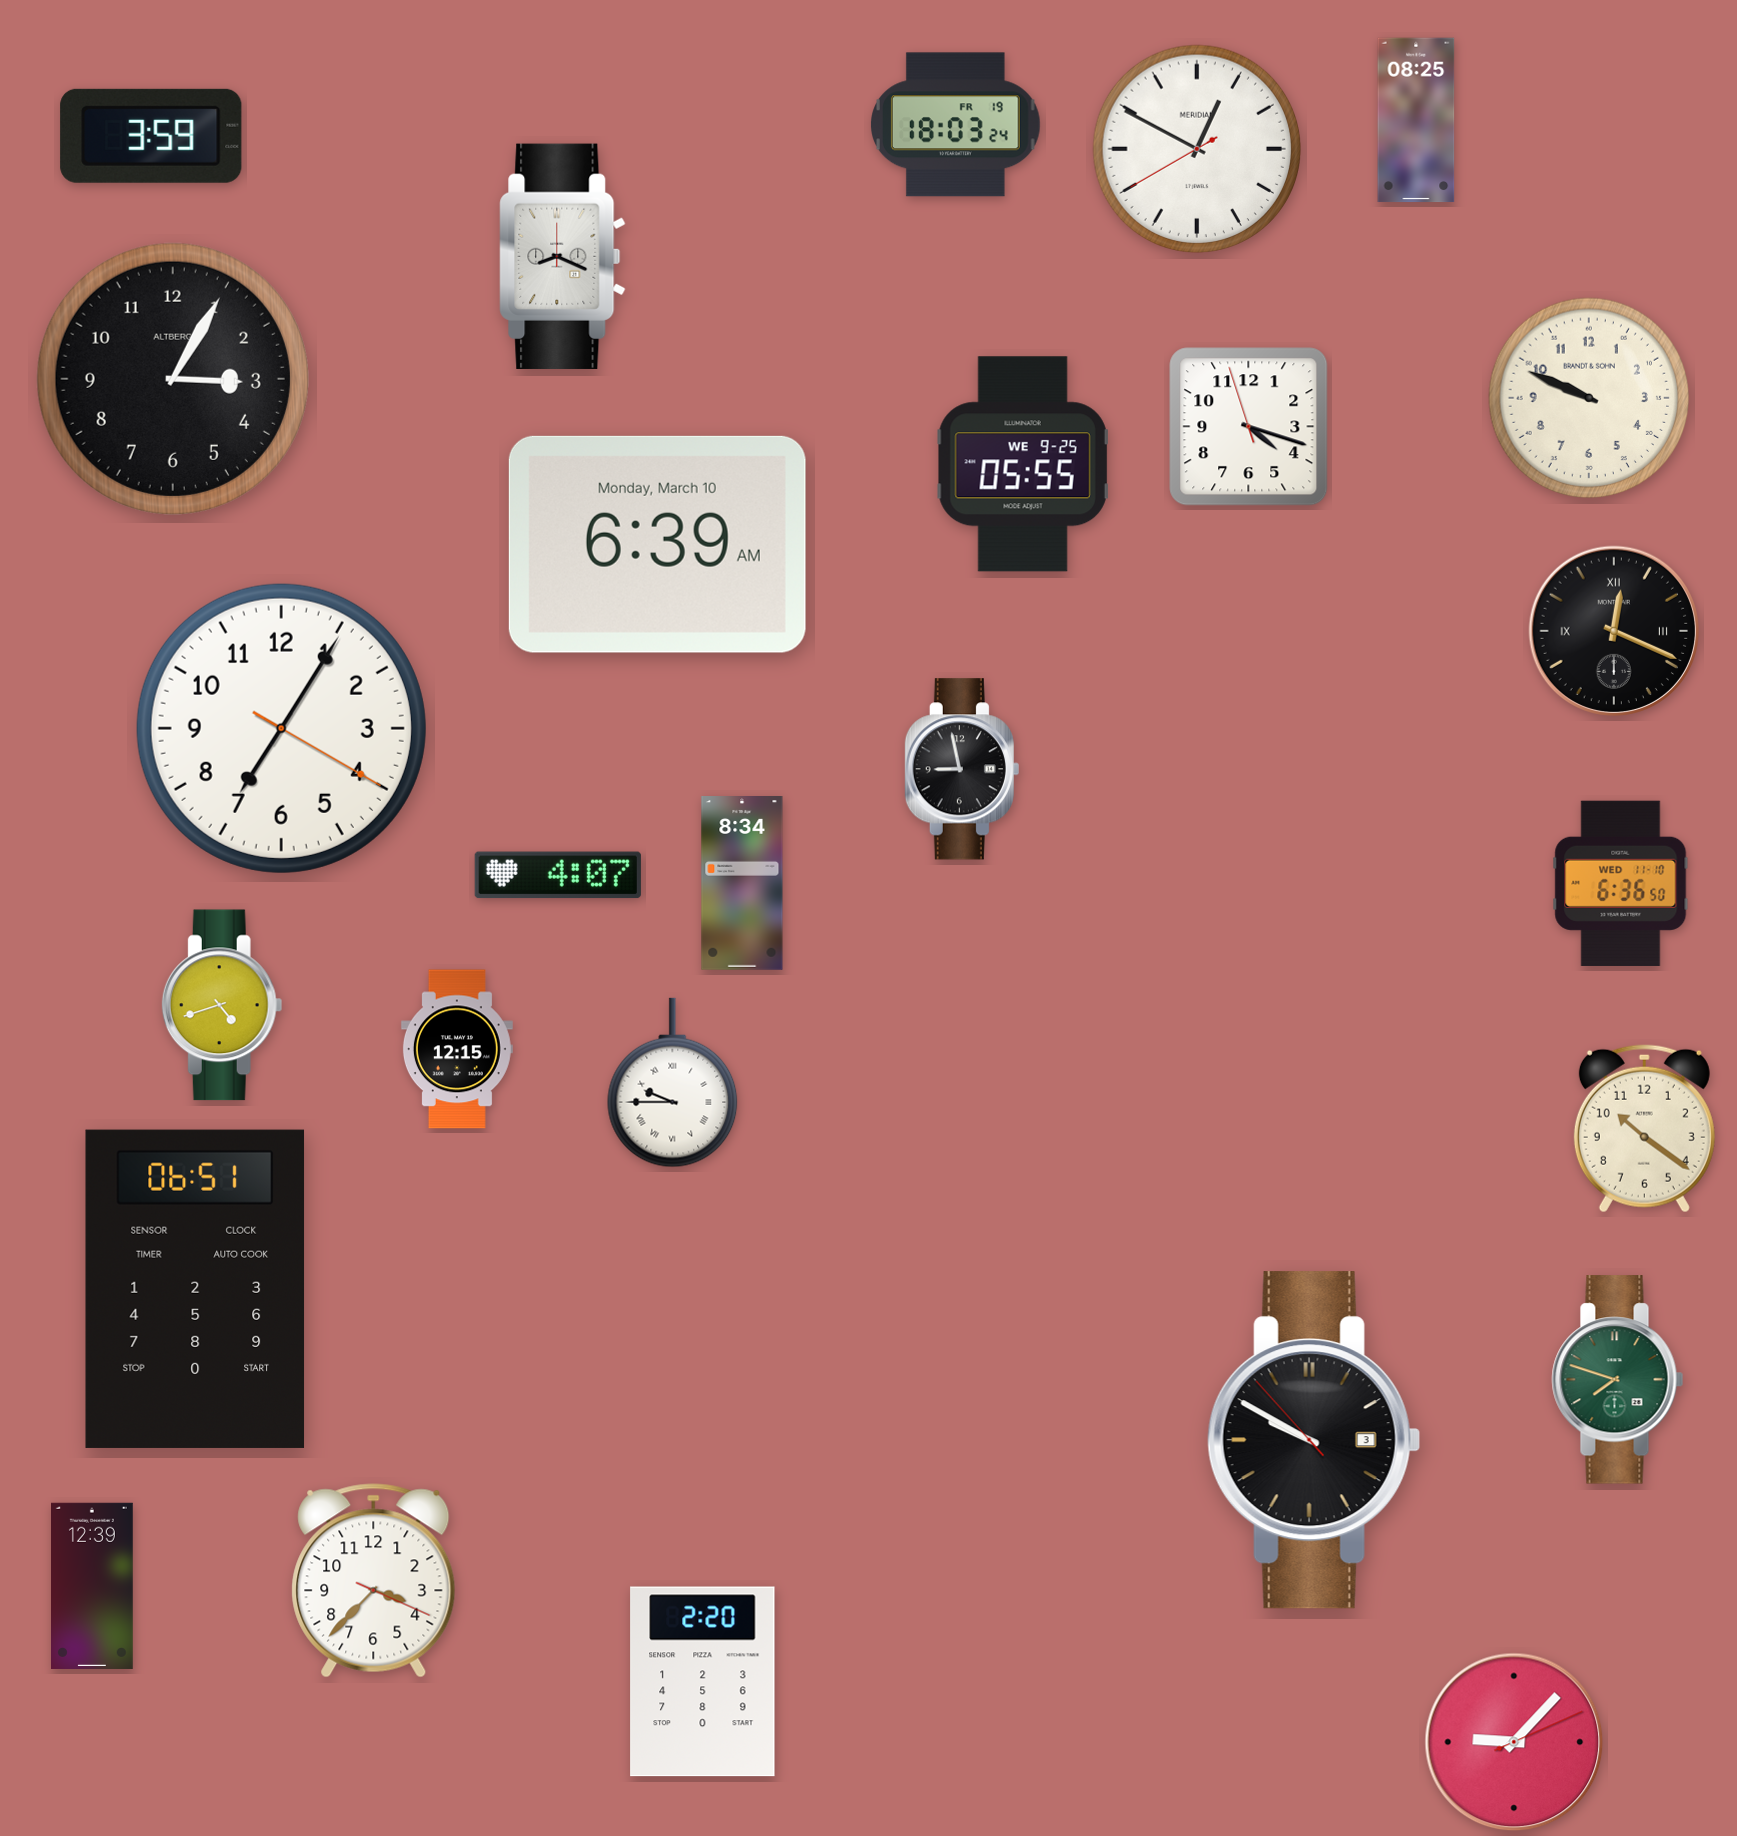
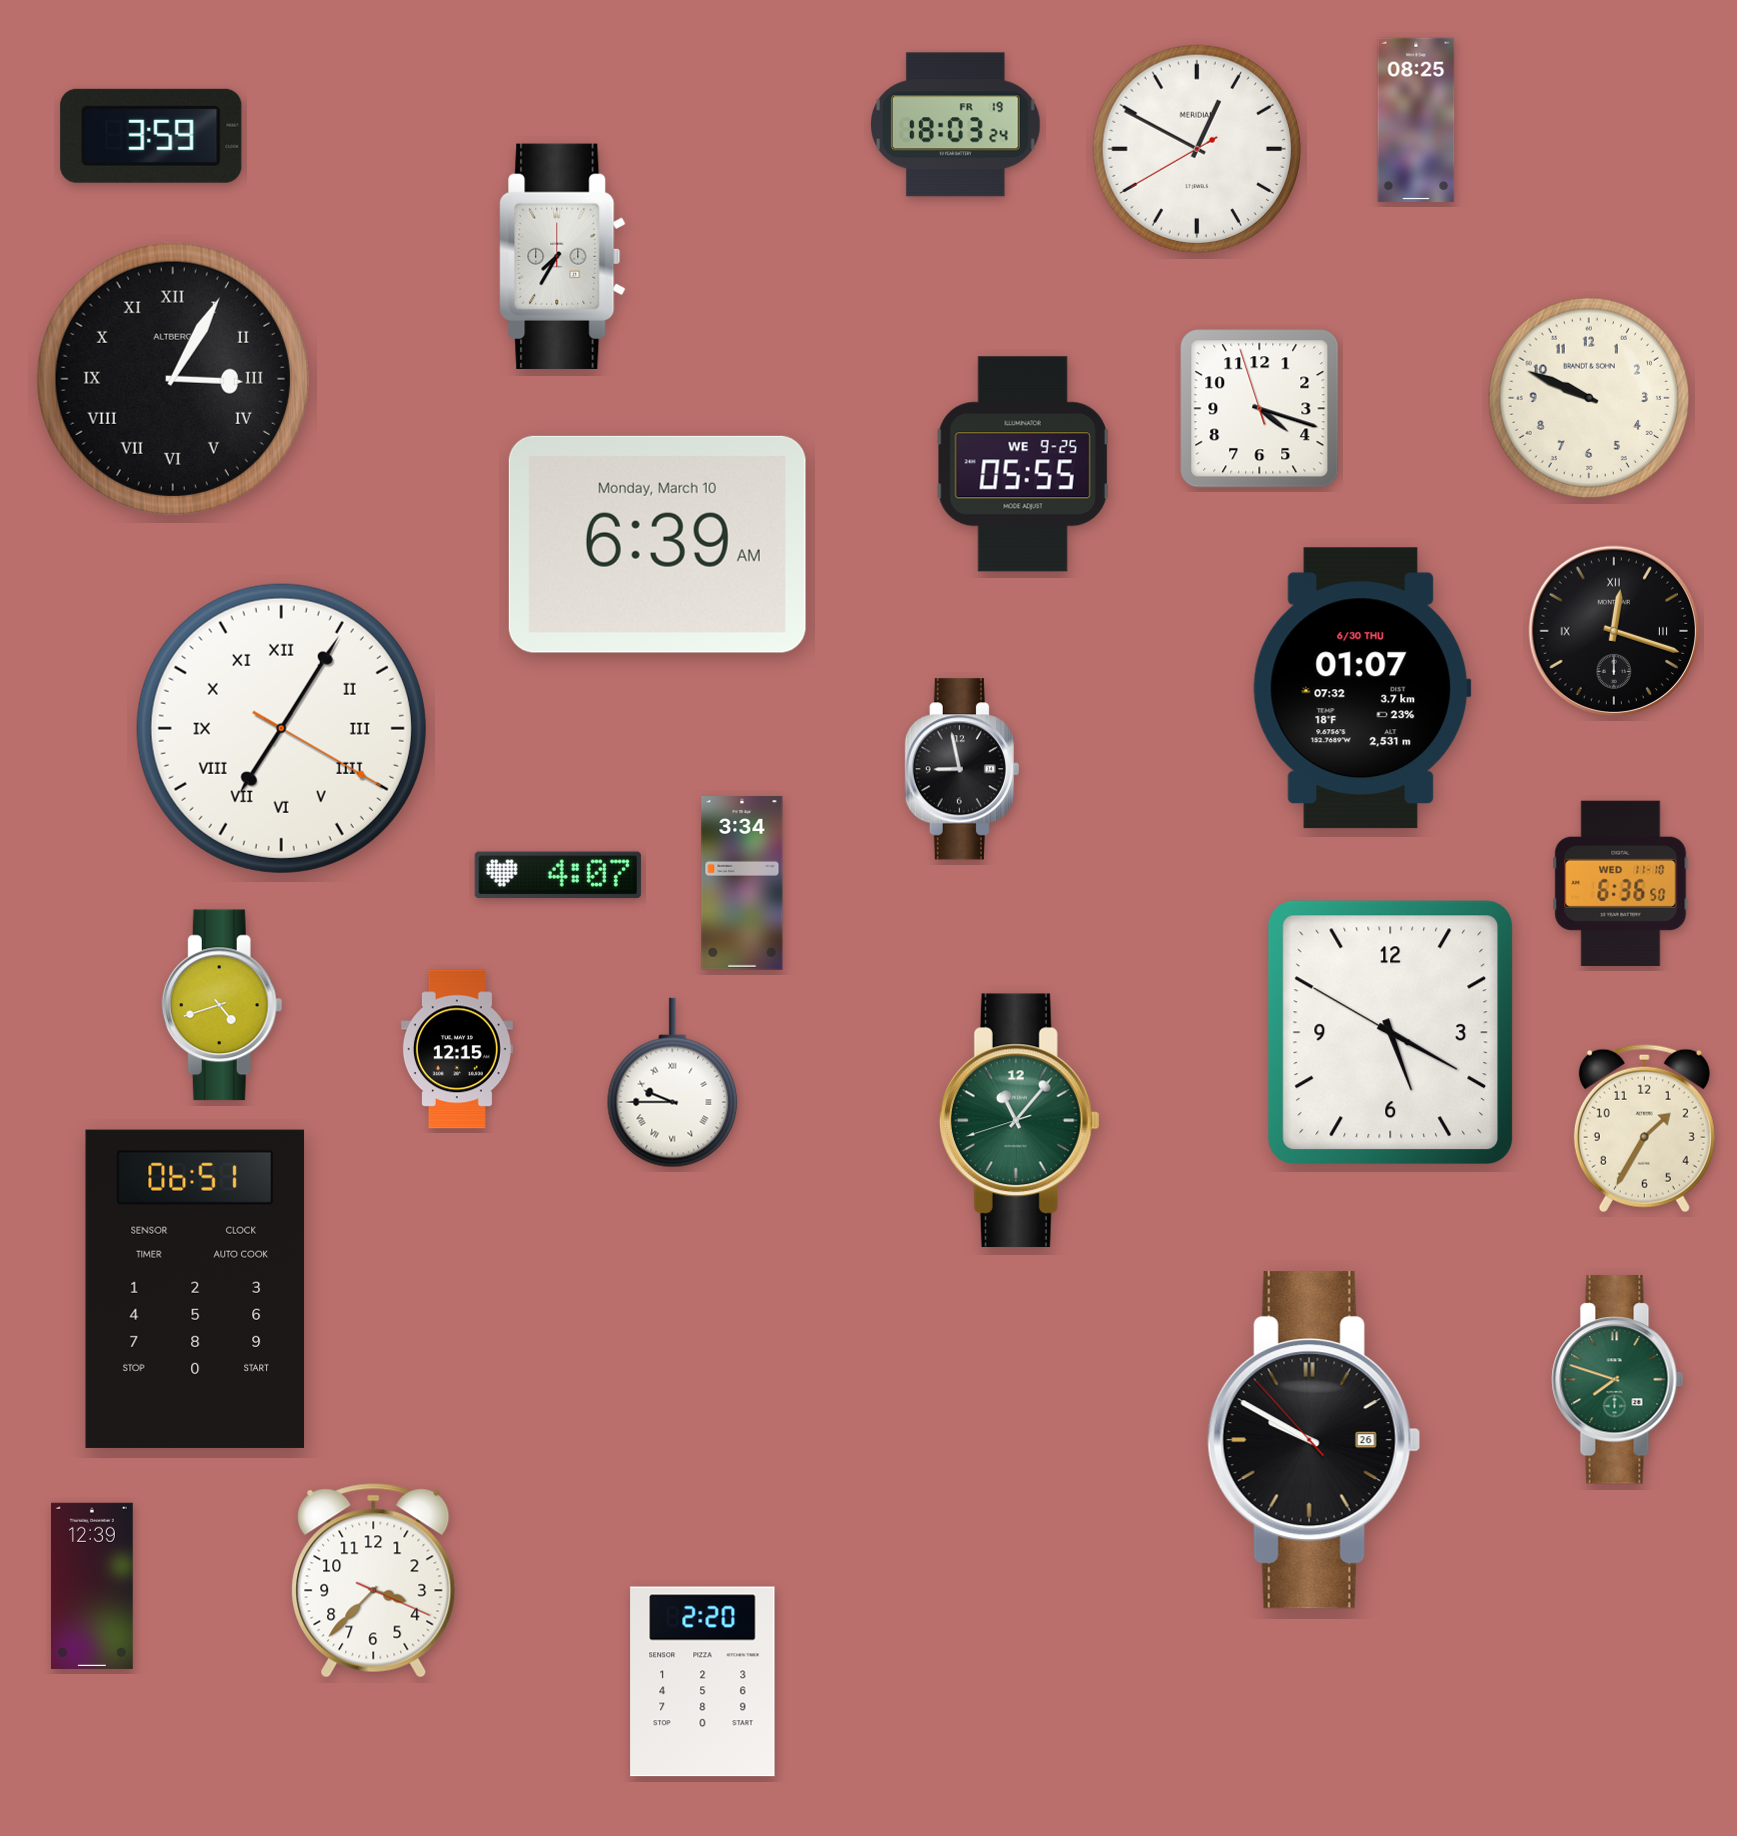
clock at (563, 256): 8:19 -> 7:35
clock at (173, 379) numerals: Arabic -> Roman
clock at (1249, 427) position: (1249, 427) -> (1260, 409)
clock at (1613, 630): 12:19 -> 12:18
clock at (1362, 688): none -> 01:07
clock at (281, 728) numerals: Arabic -> Roman
clock at (742, 884): 8:34 -> 3:34
clock at (1391, 1033): none -> 5:19
clock at (1019, 1121): none -> 11:06
clock at (1644, 1129): 10:21 -> 1:35
clock at (1314, 1440) date: 3 -> 26
clock at (1514, 1742): 9:07 -> none
